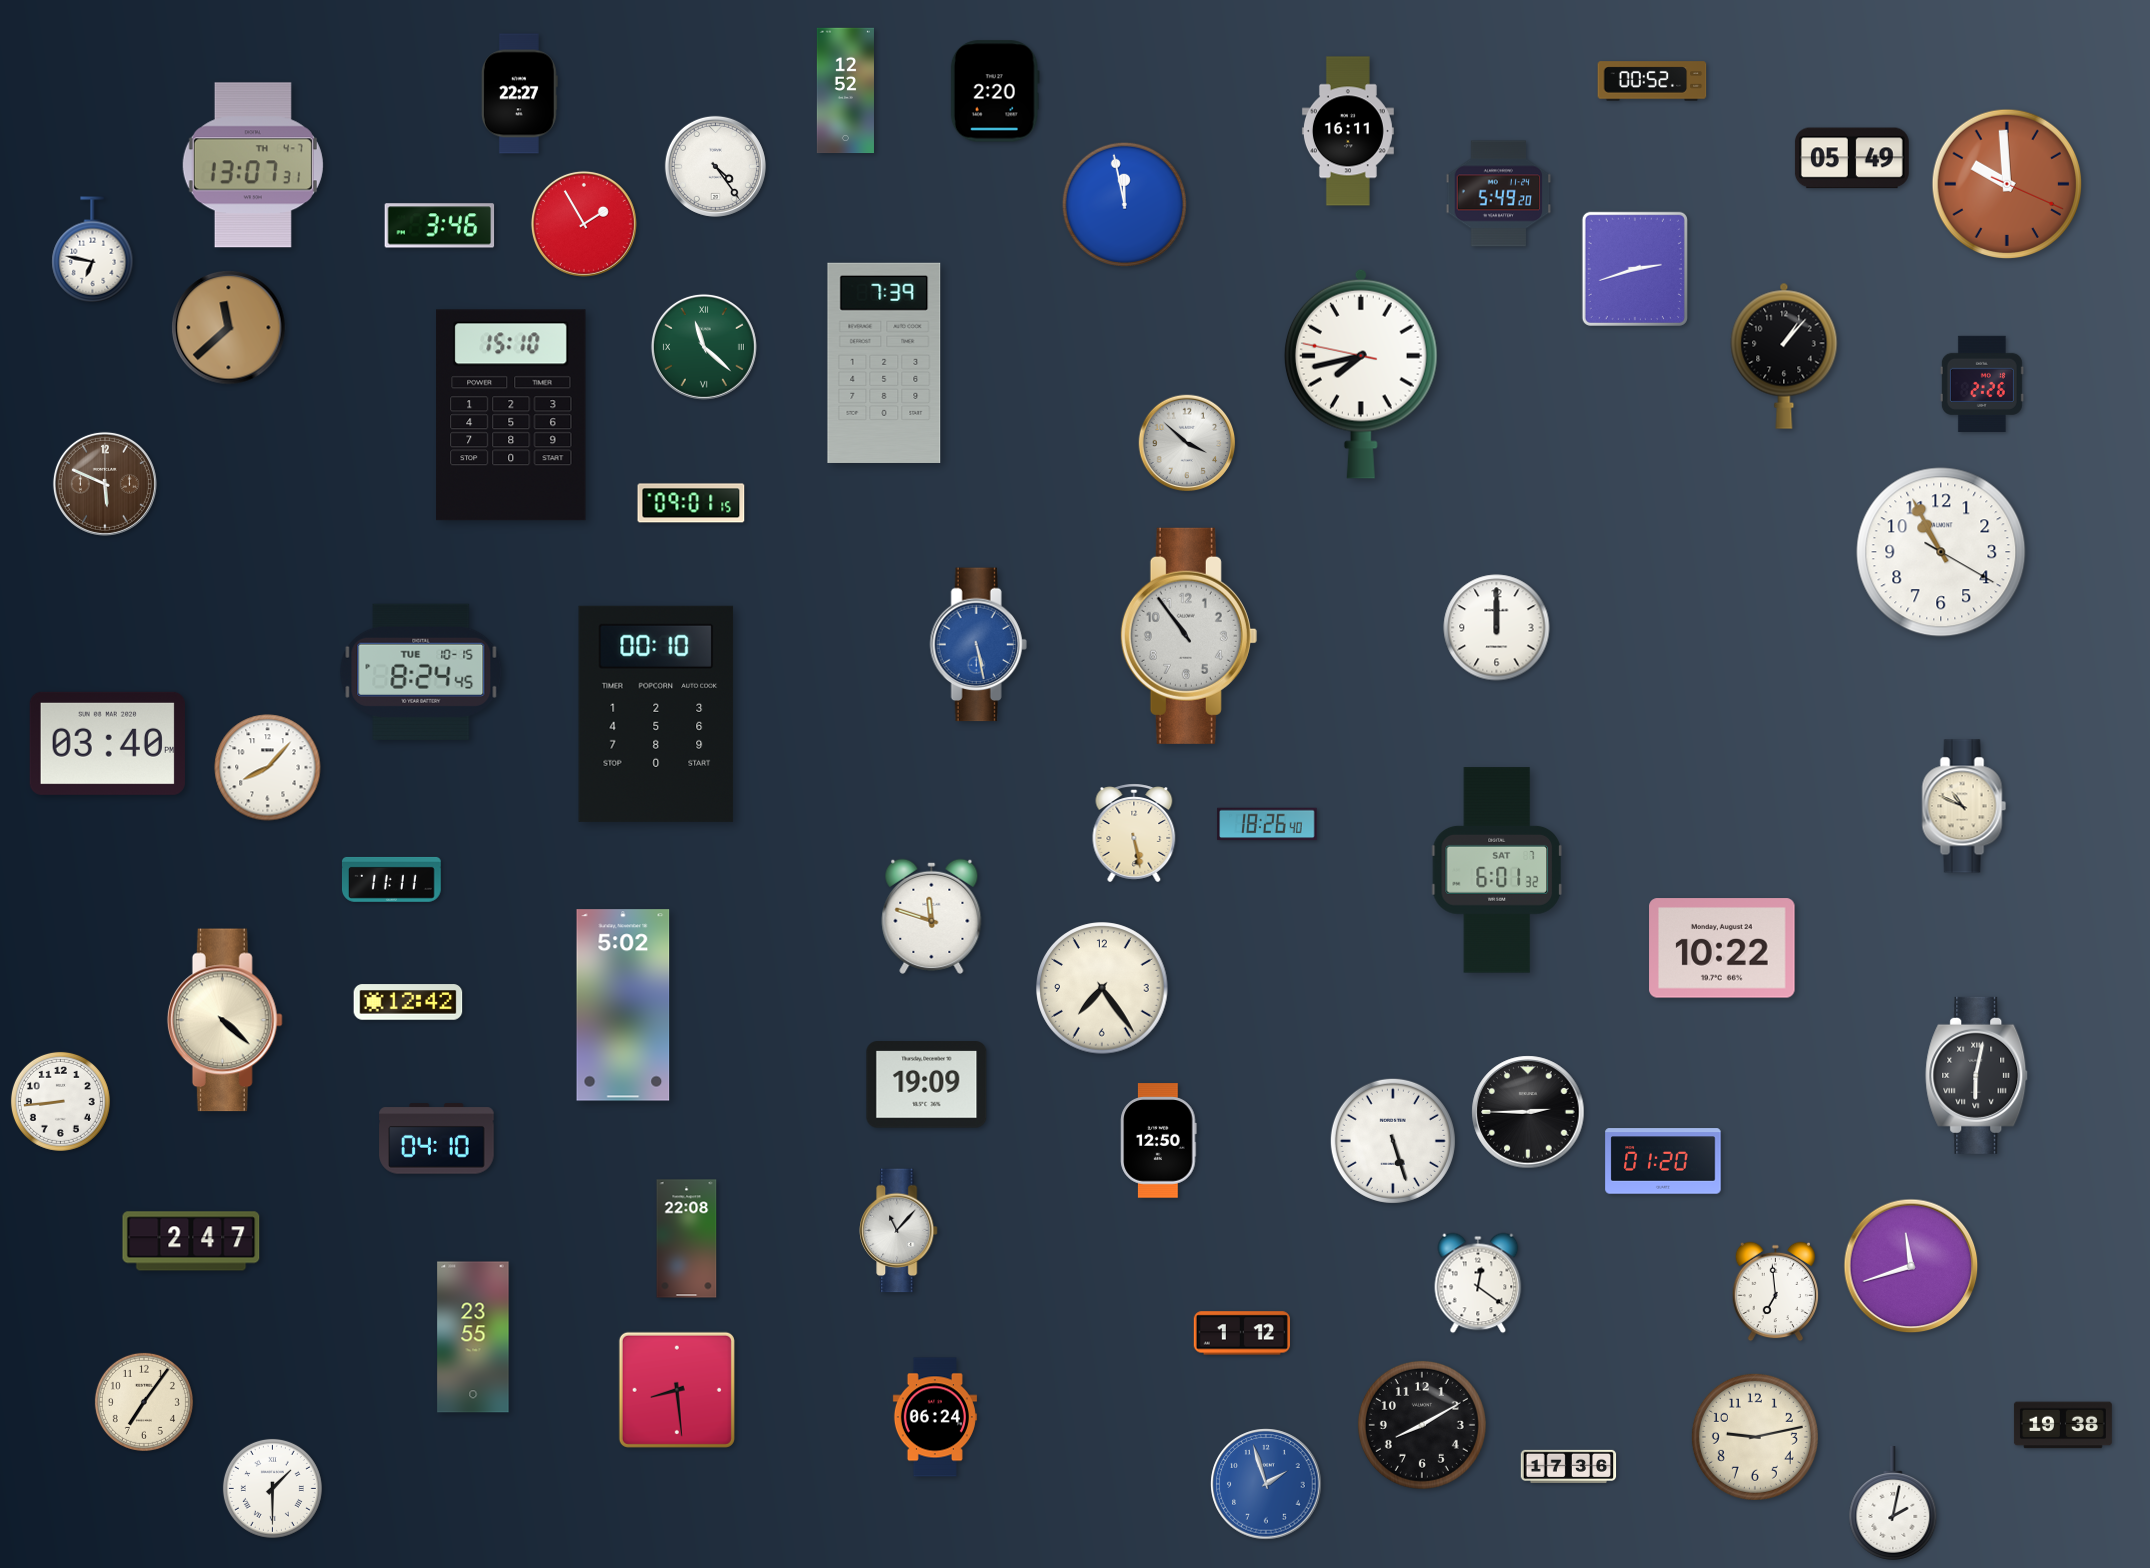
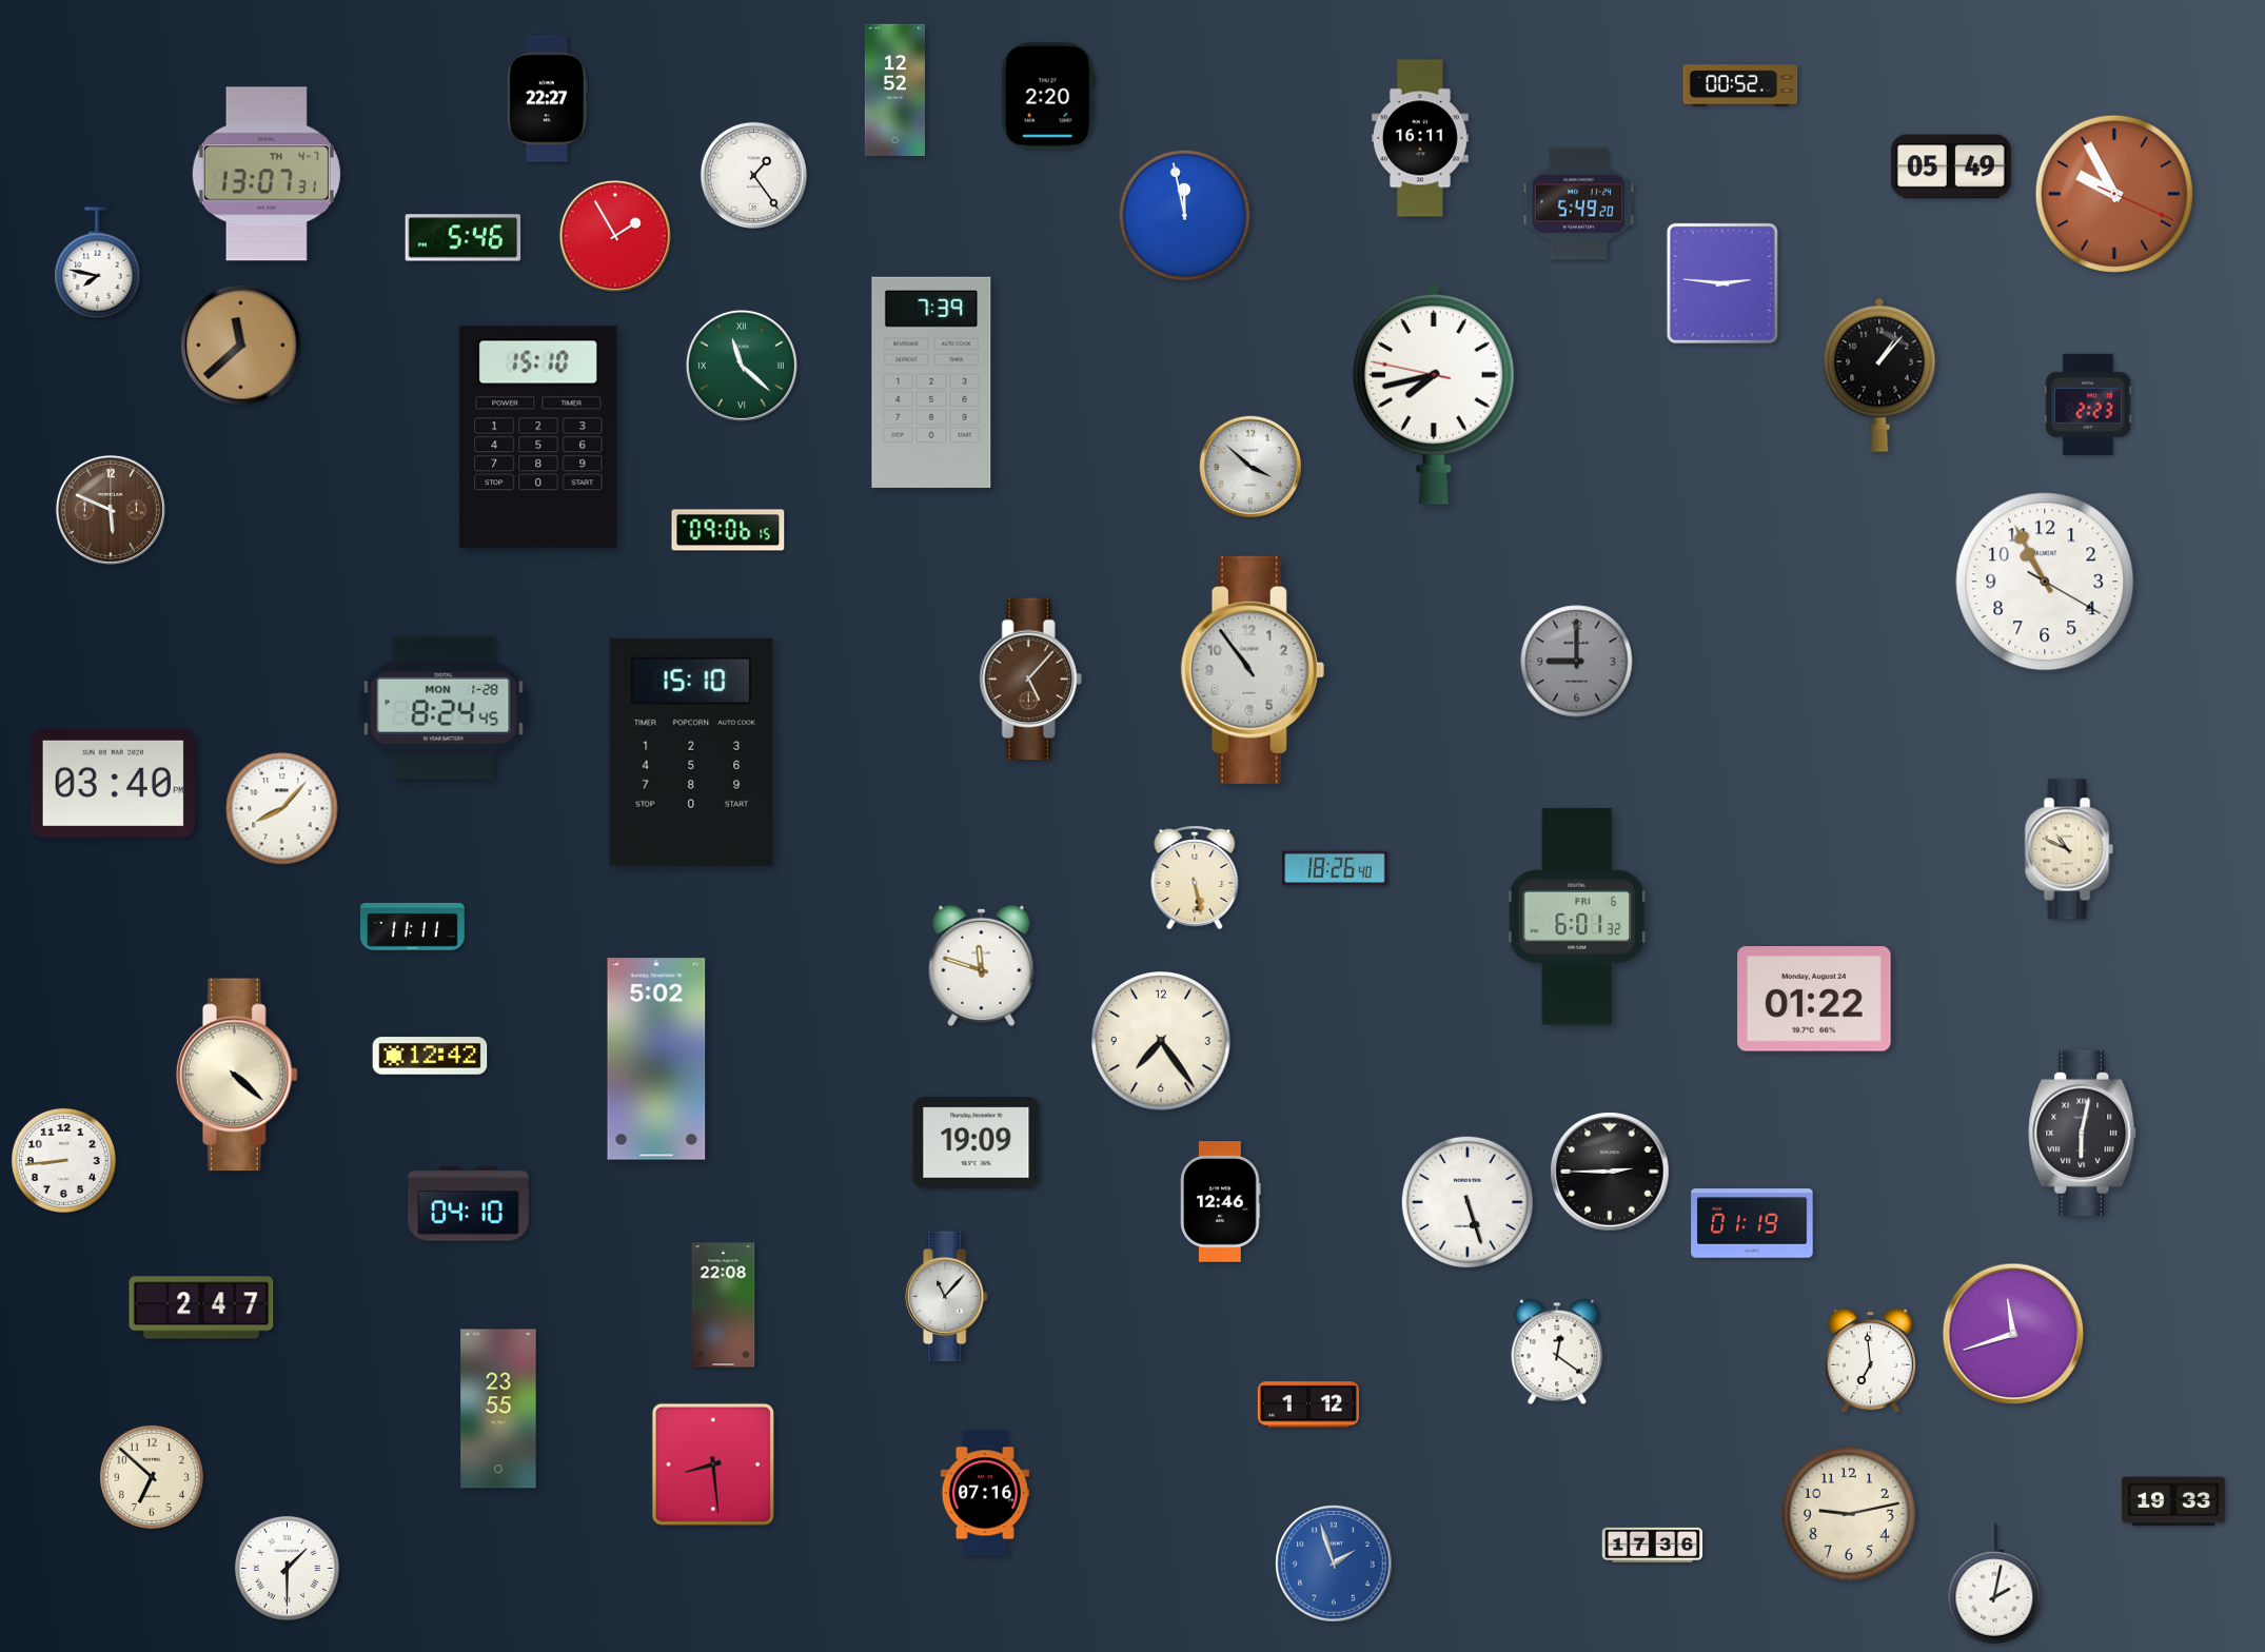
clock at (845, 91) position: (845, 91) -> (894, 91)
clock at (715, 166): 4:24 -> 1:24
clock at (2007, 184): 9:59 -> 9:55
clock at (440, 226): 3:46 -> 5:46
clock at (93, 250): 6:47 -> 7:47
clock at (1635, 269): 2:42 -> 2:46
clock at (1982, 384): 2:26 -> 2:23
clock at (691, 503): 09:01 -> 09:06
clock at (1497, 628): 12:00 -> 9:00
clock at (1497, 628) dial: white -> grey
clock at (978, 645): 5:28 -> 5:07
clock at (978, 645) dial: blue -> brown
clock at (421, 672) date: TUE 10-15 -> MON 1-28
clock at (656, 714): 00:10 -> 15:10
clock at (1497, 870) date: SAT 7 -> FRI 6
clock at (1722, 948): 10:22 -> 01:22
clock at (437, 1139) position: (437, 1139) -> (469, 1204)
clock at (1159, 1141): 12:50 -> 12:46
clock at (1663, 1161): 01:20 -> 01:19
clock at (144, 1402): 7:06 -> 6:52
clock at (935, 1417): 06:24 -> 07:16
clock at (1422, 1425): 8:10 -> none
clock at (2063, 1425): 19:38 -> 19:33
